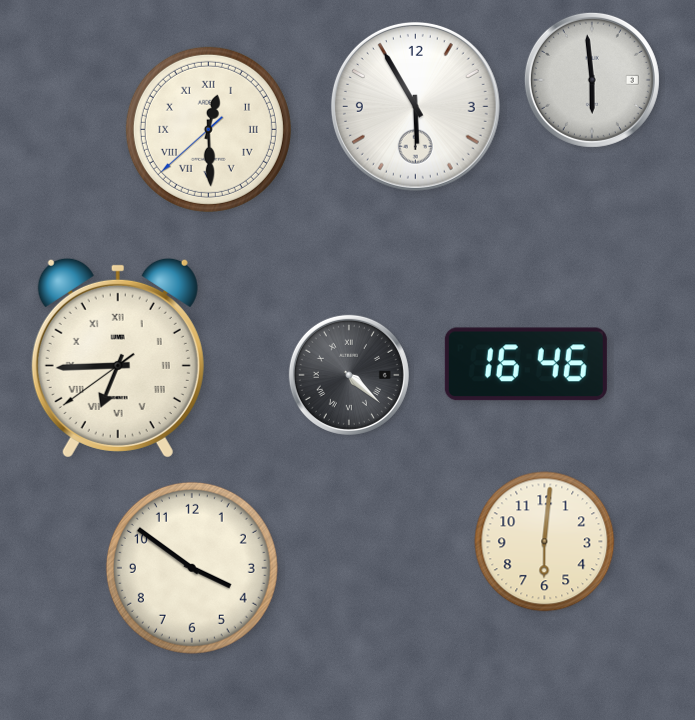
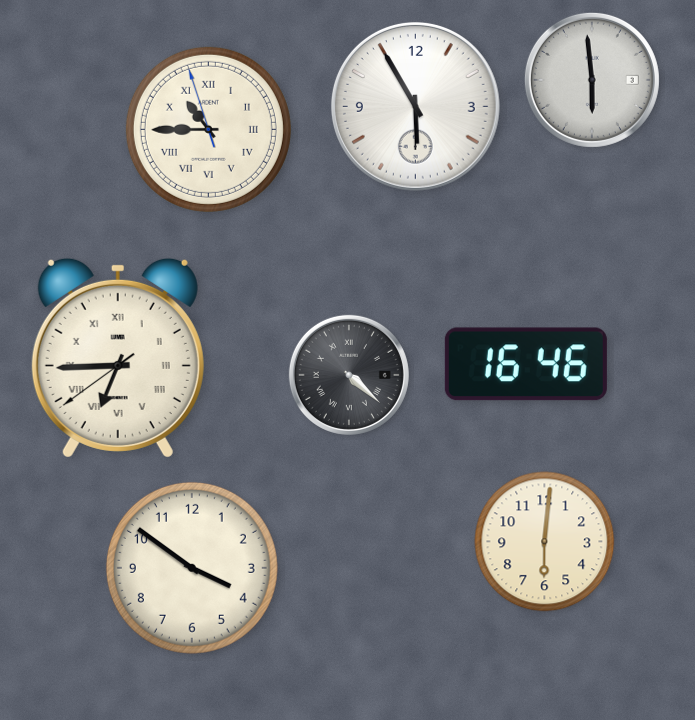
clock at (208, 129): 12:29 -> 10:44
